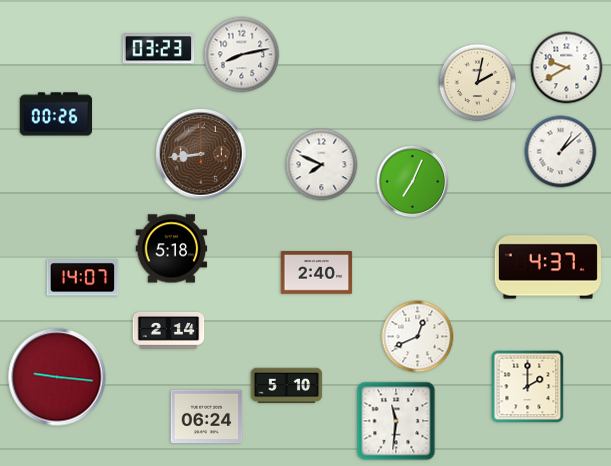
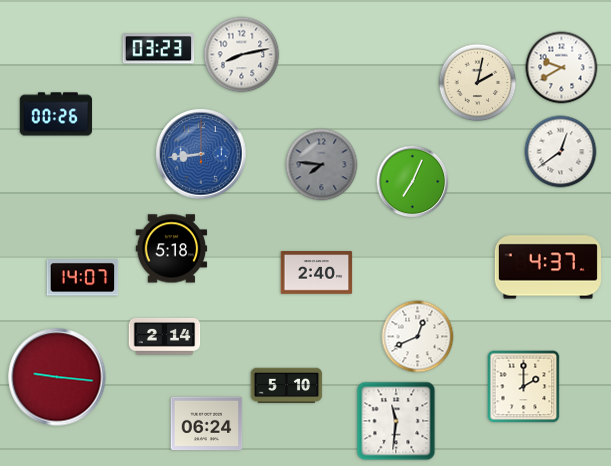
clock at (567, 68) position: (567, 68) -> (562, 68)
clock at (561, 152): 1:08 -> 12:39
clock at (201, 154) dial: brown -> blue
clock at (322, 165): 7:49 -> 7:46
clock at (322, 165) dial: white -> grey
clock at (169, 330) position: (169, 330) -> (165, 336)
clock at (528, 387) position: (528, 387) -> (524, 387)
clock at (207, 417) position: (207, 417) -> (207, 424)
